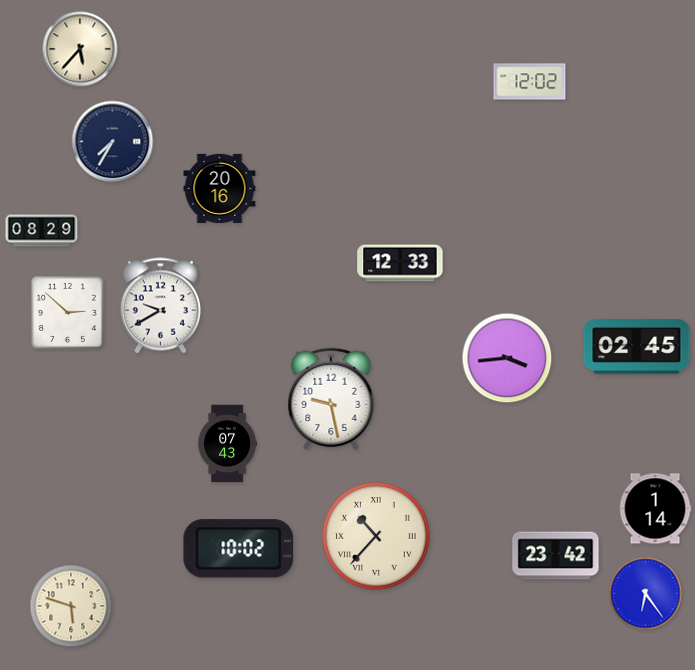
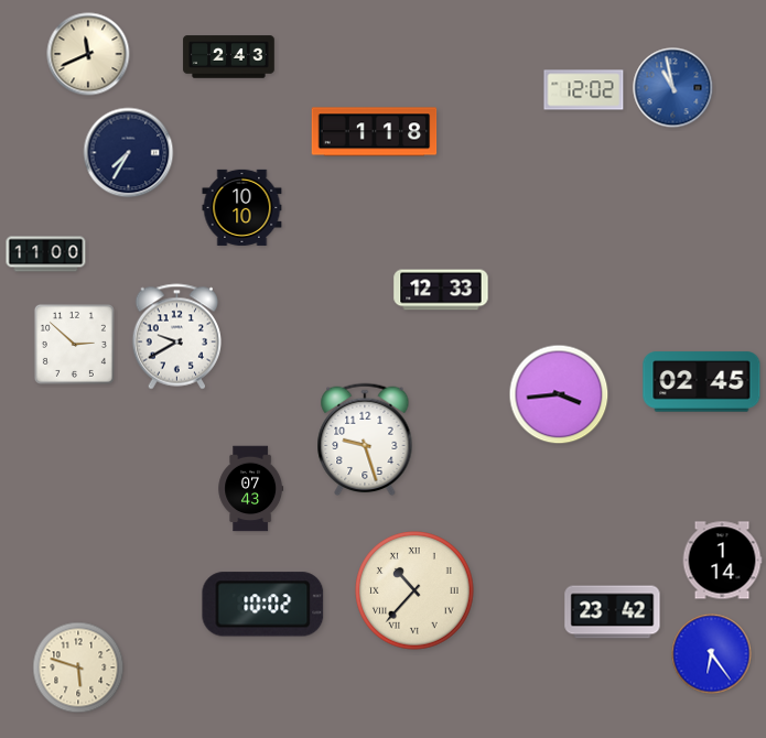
clock at (80, 49): 5:37 -> 11:41
clock at (229, 57): none -> 2:43
clock at (673, 88): none -> 10:58
clock at (375, 132): none -> 1:18
clock at (113, 142) position: (113, 142) -> (129, 153)
clock at (220, 188): 20:16 -> 10:10
clock at (42, 231): 08:29 -> 11:00
clock at (331, 399): 9:28 -> 9:27
